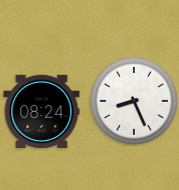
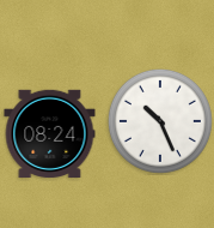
clock at (134, 101): 8:26 -> 10:26
